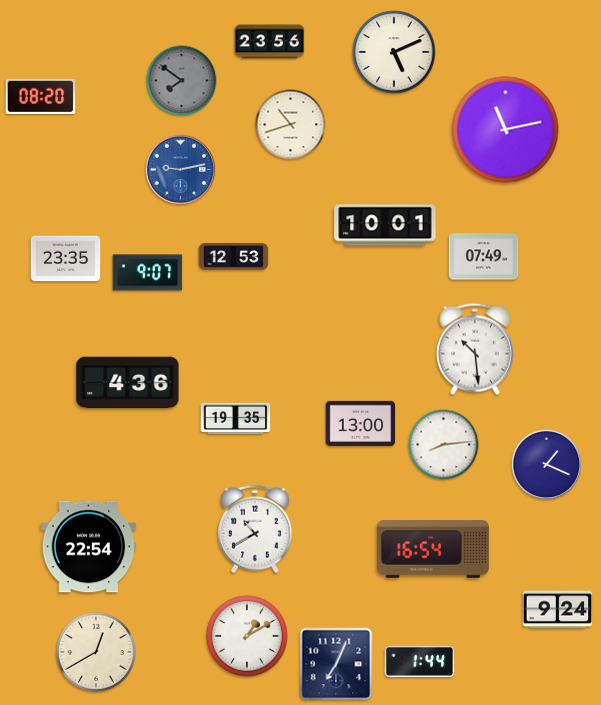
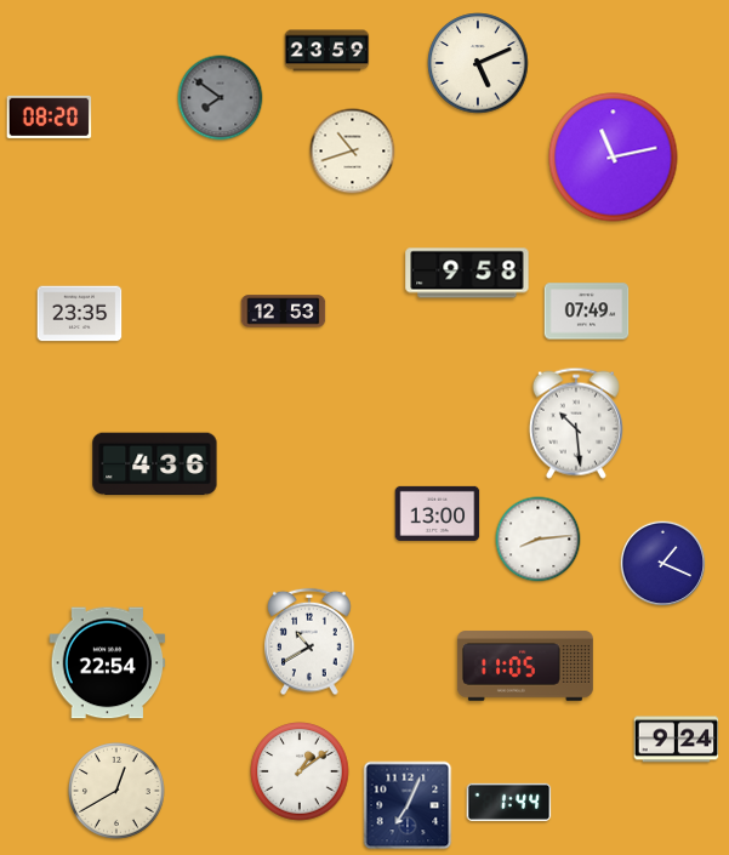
clock at (270, 42): 23:56 -> 23:59
clock at (181, 170): 9:13 -> none
clock at (385, 225): 10:01 -> 9:58
clock at (148, 273): 9:07 -> none
clock at (236, 419): 19:35 -> none
clock at (433, 549): 16:54 -> 11:05
clock at (247, 636): 1:10 -> 1:09
